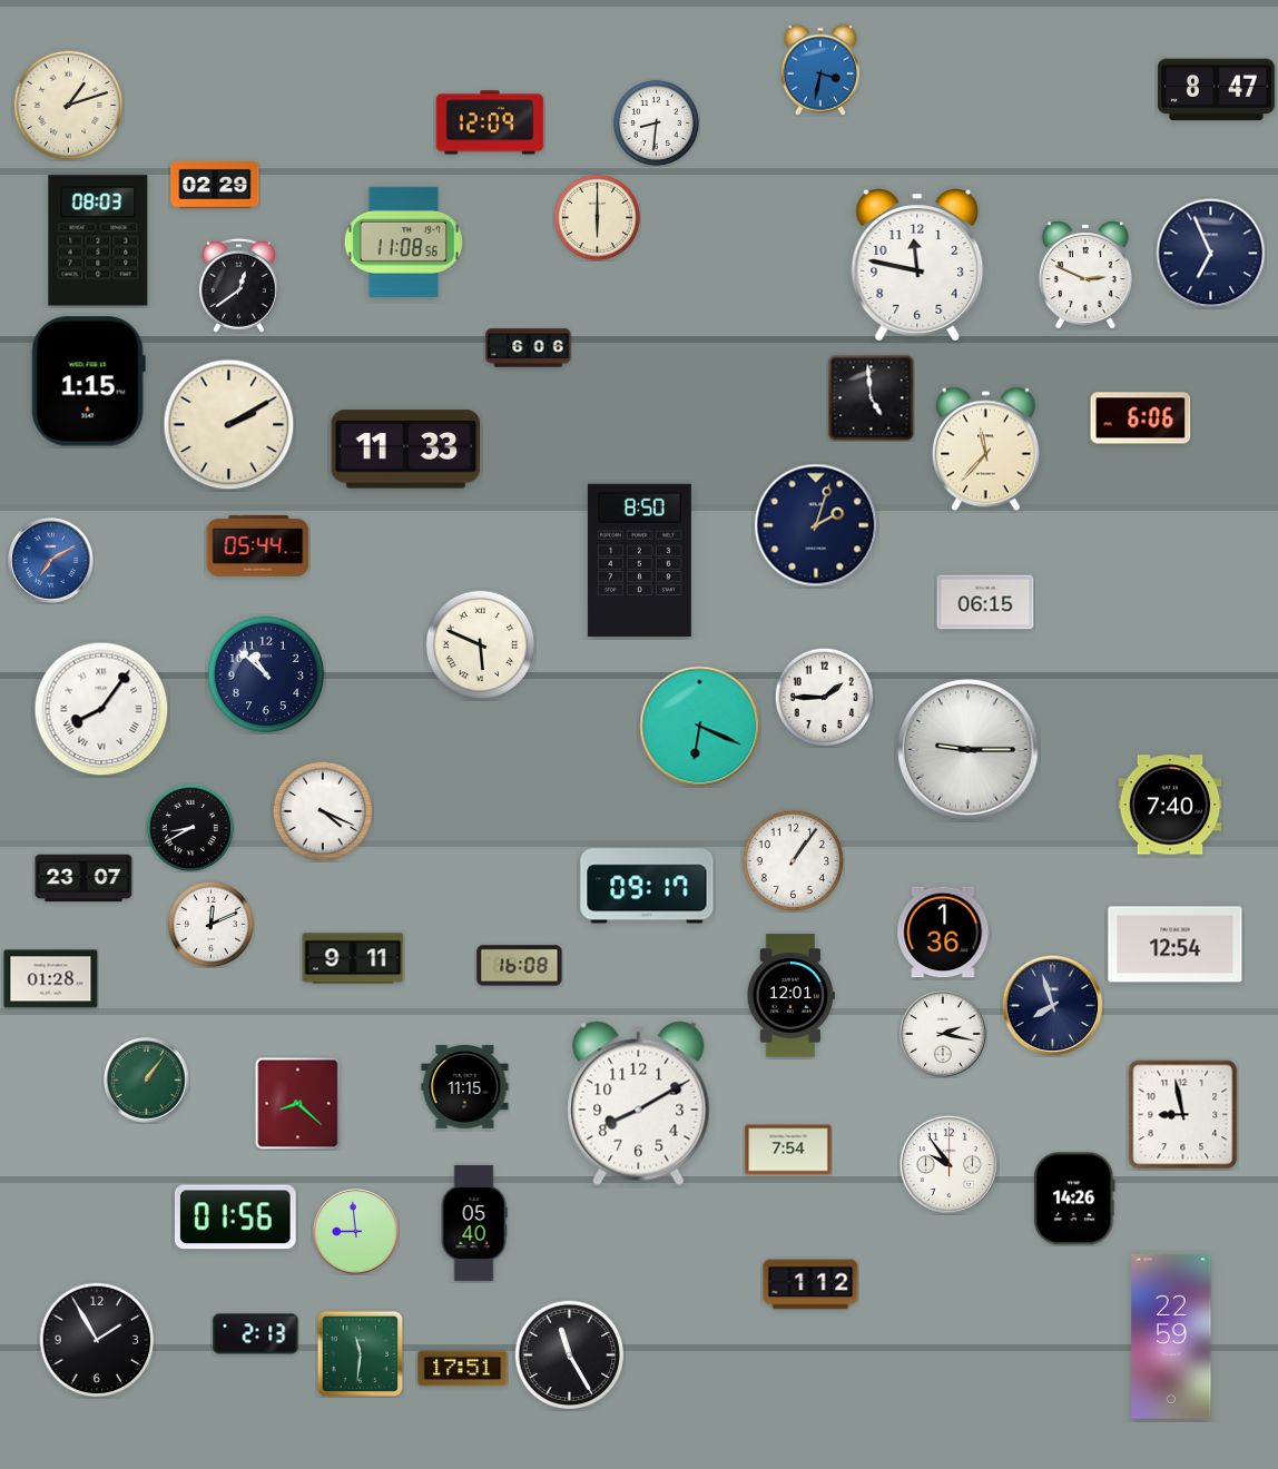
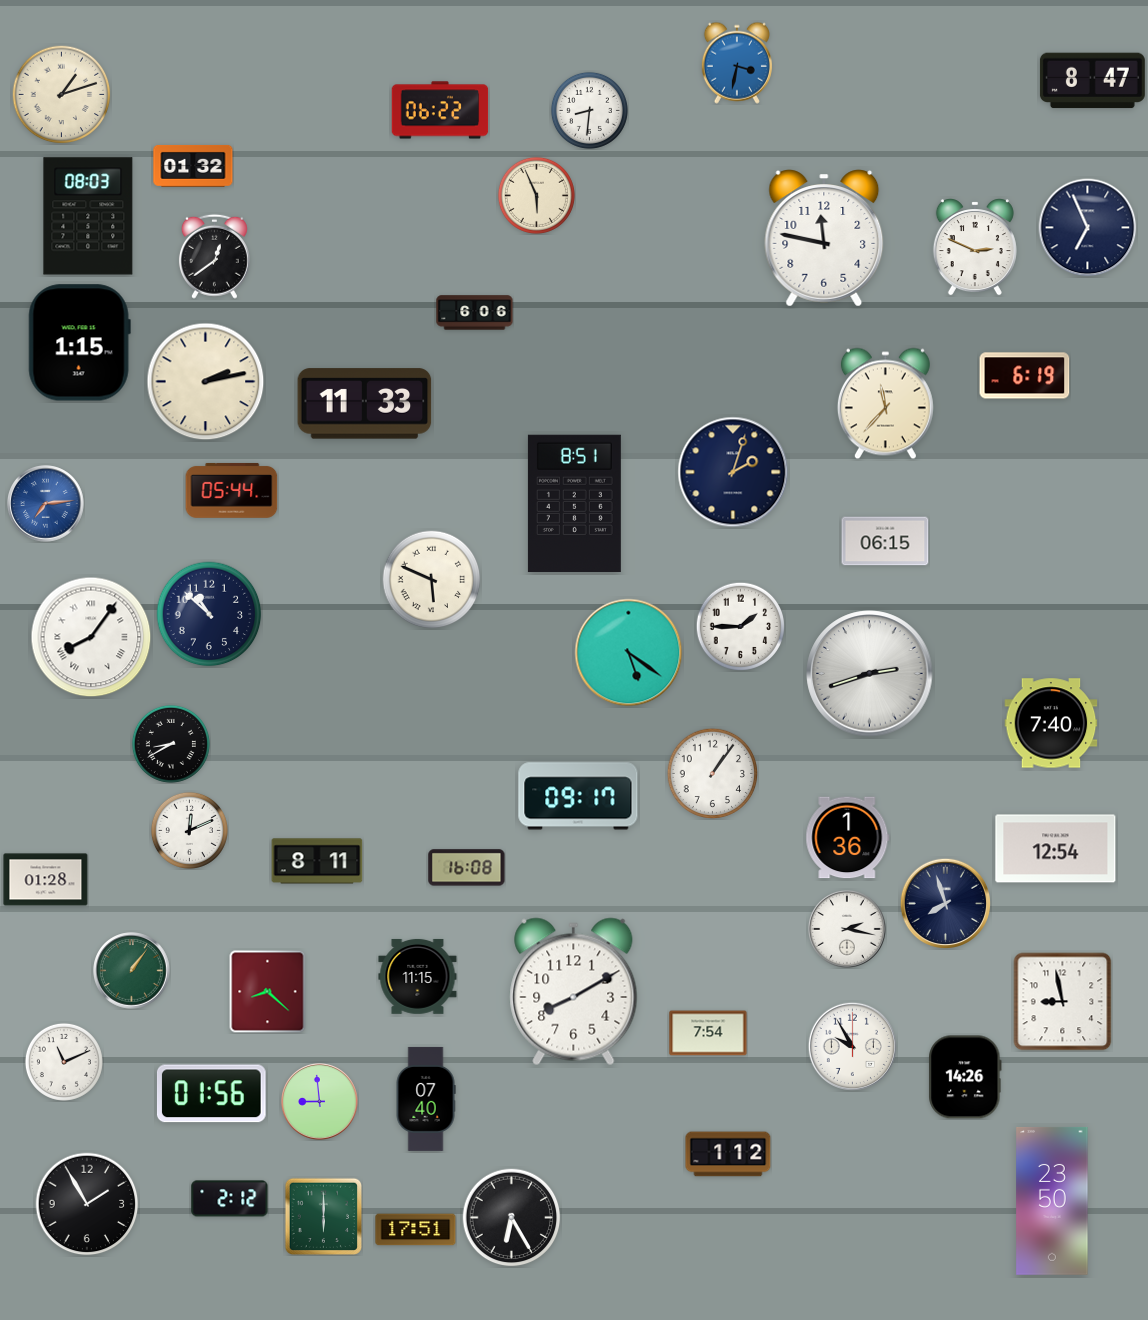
clock at (490, 122): 12:09 -> 06:22
clock at (215, 185): 02:29 -> 01:32
clock at (597, 217): 6:00 -> 5:56
clock at (403, 241): 11:08 -> none
clock at (871, 397): 4:59 -> none
clock at (1141, 418): 6:06 -> 6:19
clock at (229, 425): 2:10 -> 2:13
clock at (51, 561): 7:10 -> 7:14
clock at (639, 561): 8:50 -> 8:51
clock at (266, 674) position: (266, 674) -> (209, 614)
clock at (700, 727): 6:19 -> 5:21
clock at (969, 750): 9:15 -> 2:42
clock at (322, 810): 4:19 -> none
clock at (83, 878): 23:07 -> none
clock at (647, 886) position: (647, 886) -> (578, 796)
clock at (353, 958): 9:11 -> 8:11
clock at (790, 996): 12:01 -> none
clock at (948, 1164): 9:54 -> 9:55
clock at (64, 1062): none -> 11:11
clock at (474, 1223): 05:40 -> 07:40
clock at (356, 1232) position: (356, 1232) -> (320, 1102)
clock at (256, 1334): 2:13 -> 2:12
clock at (1171, 1337): 22:59 -> 23:50
clock at (360, 1353): 11:31 -> 6:00
clock at (570, 1355): 11:25 -> 6:25
